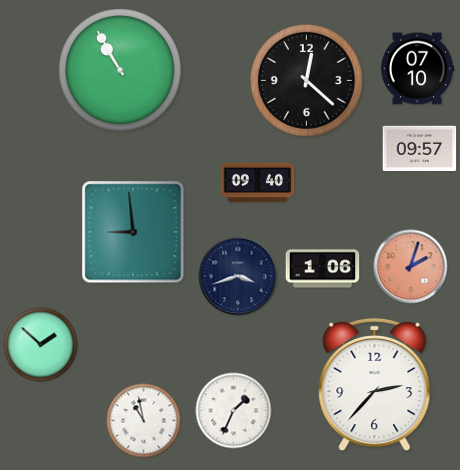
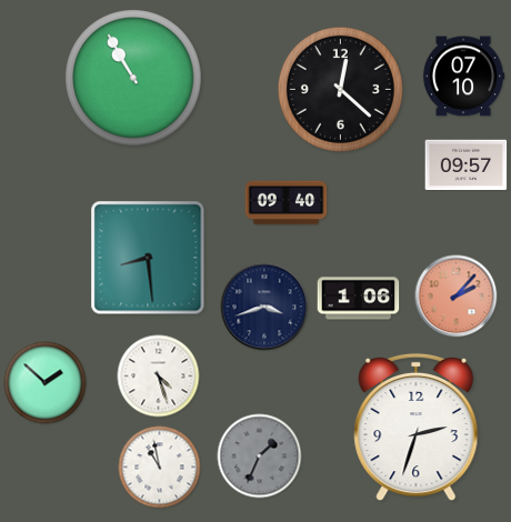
clock at (133, 232): 8:59 -> 8:29
clock at (411, 267): 2:03 -> 2:07
clock at (159, 377): none -> 4:27
clock at (375, 385): 2:37 -> 2:33
clock at (234, 411) dial: white -> grey
